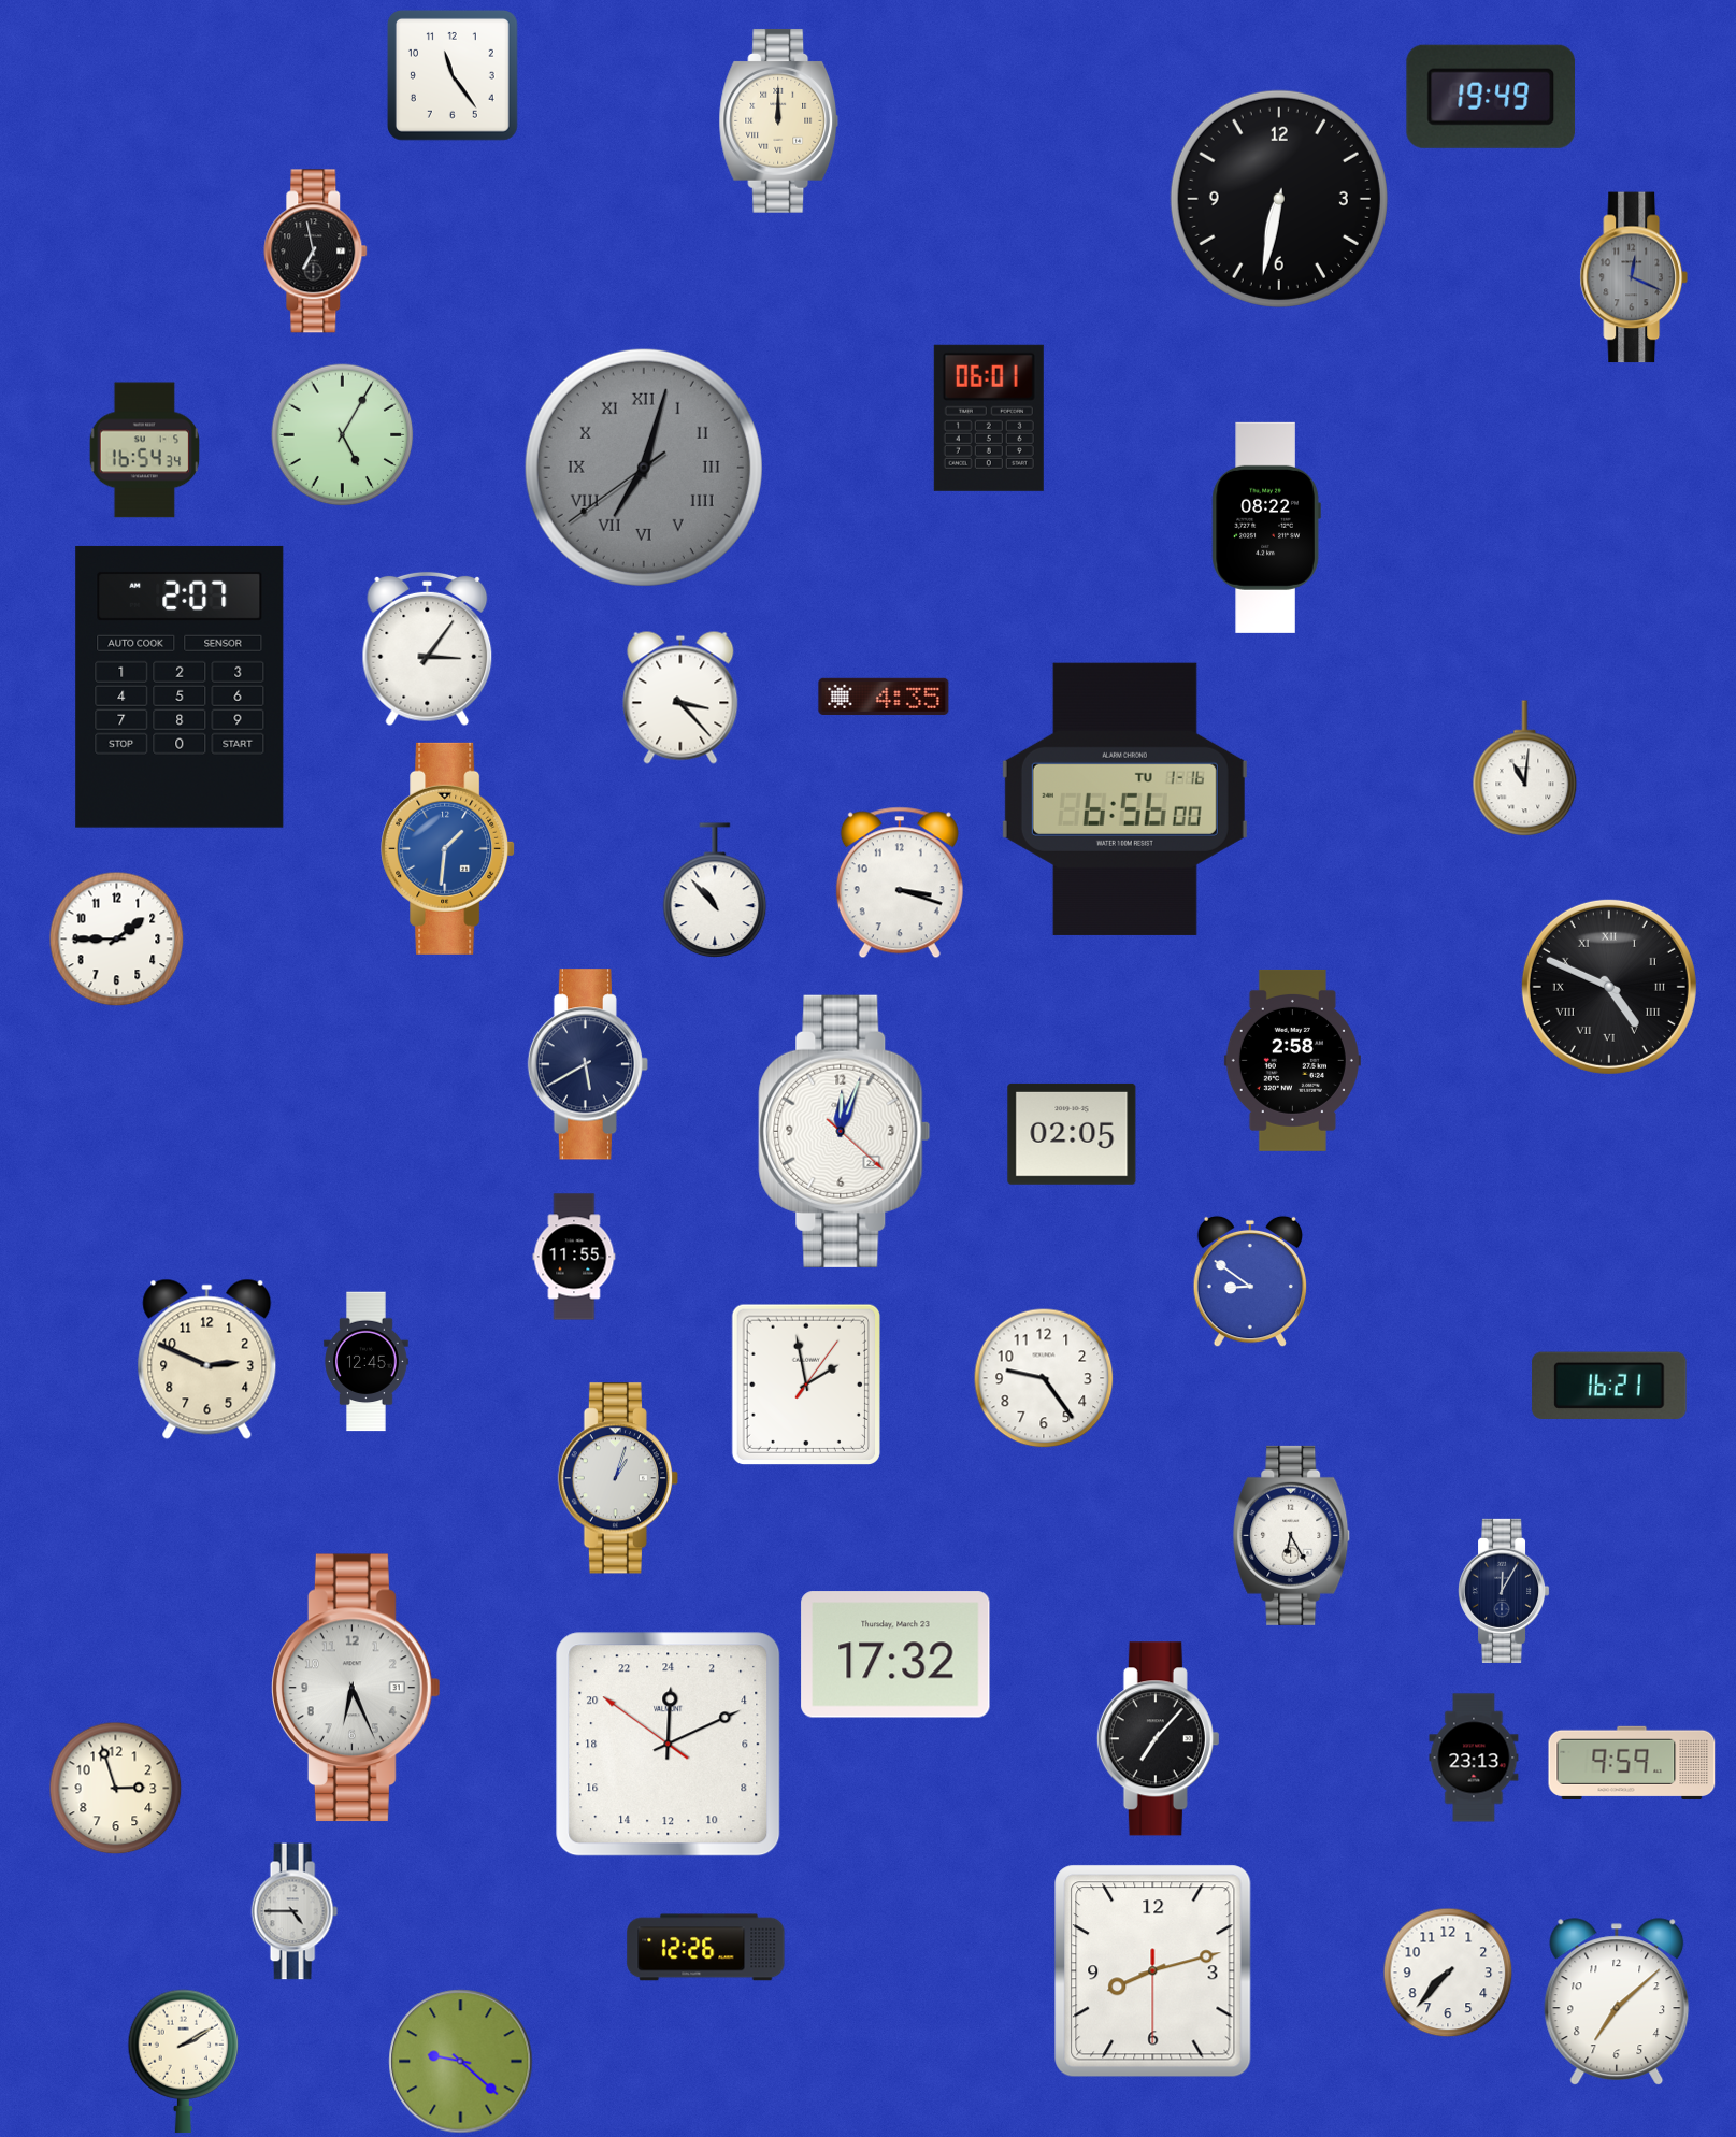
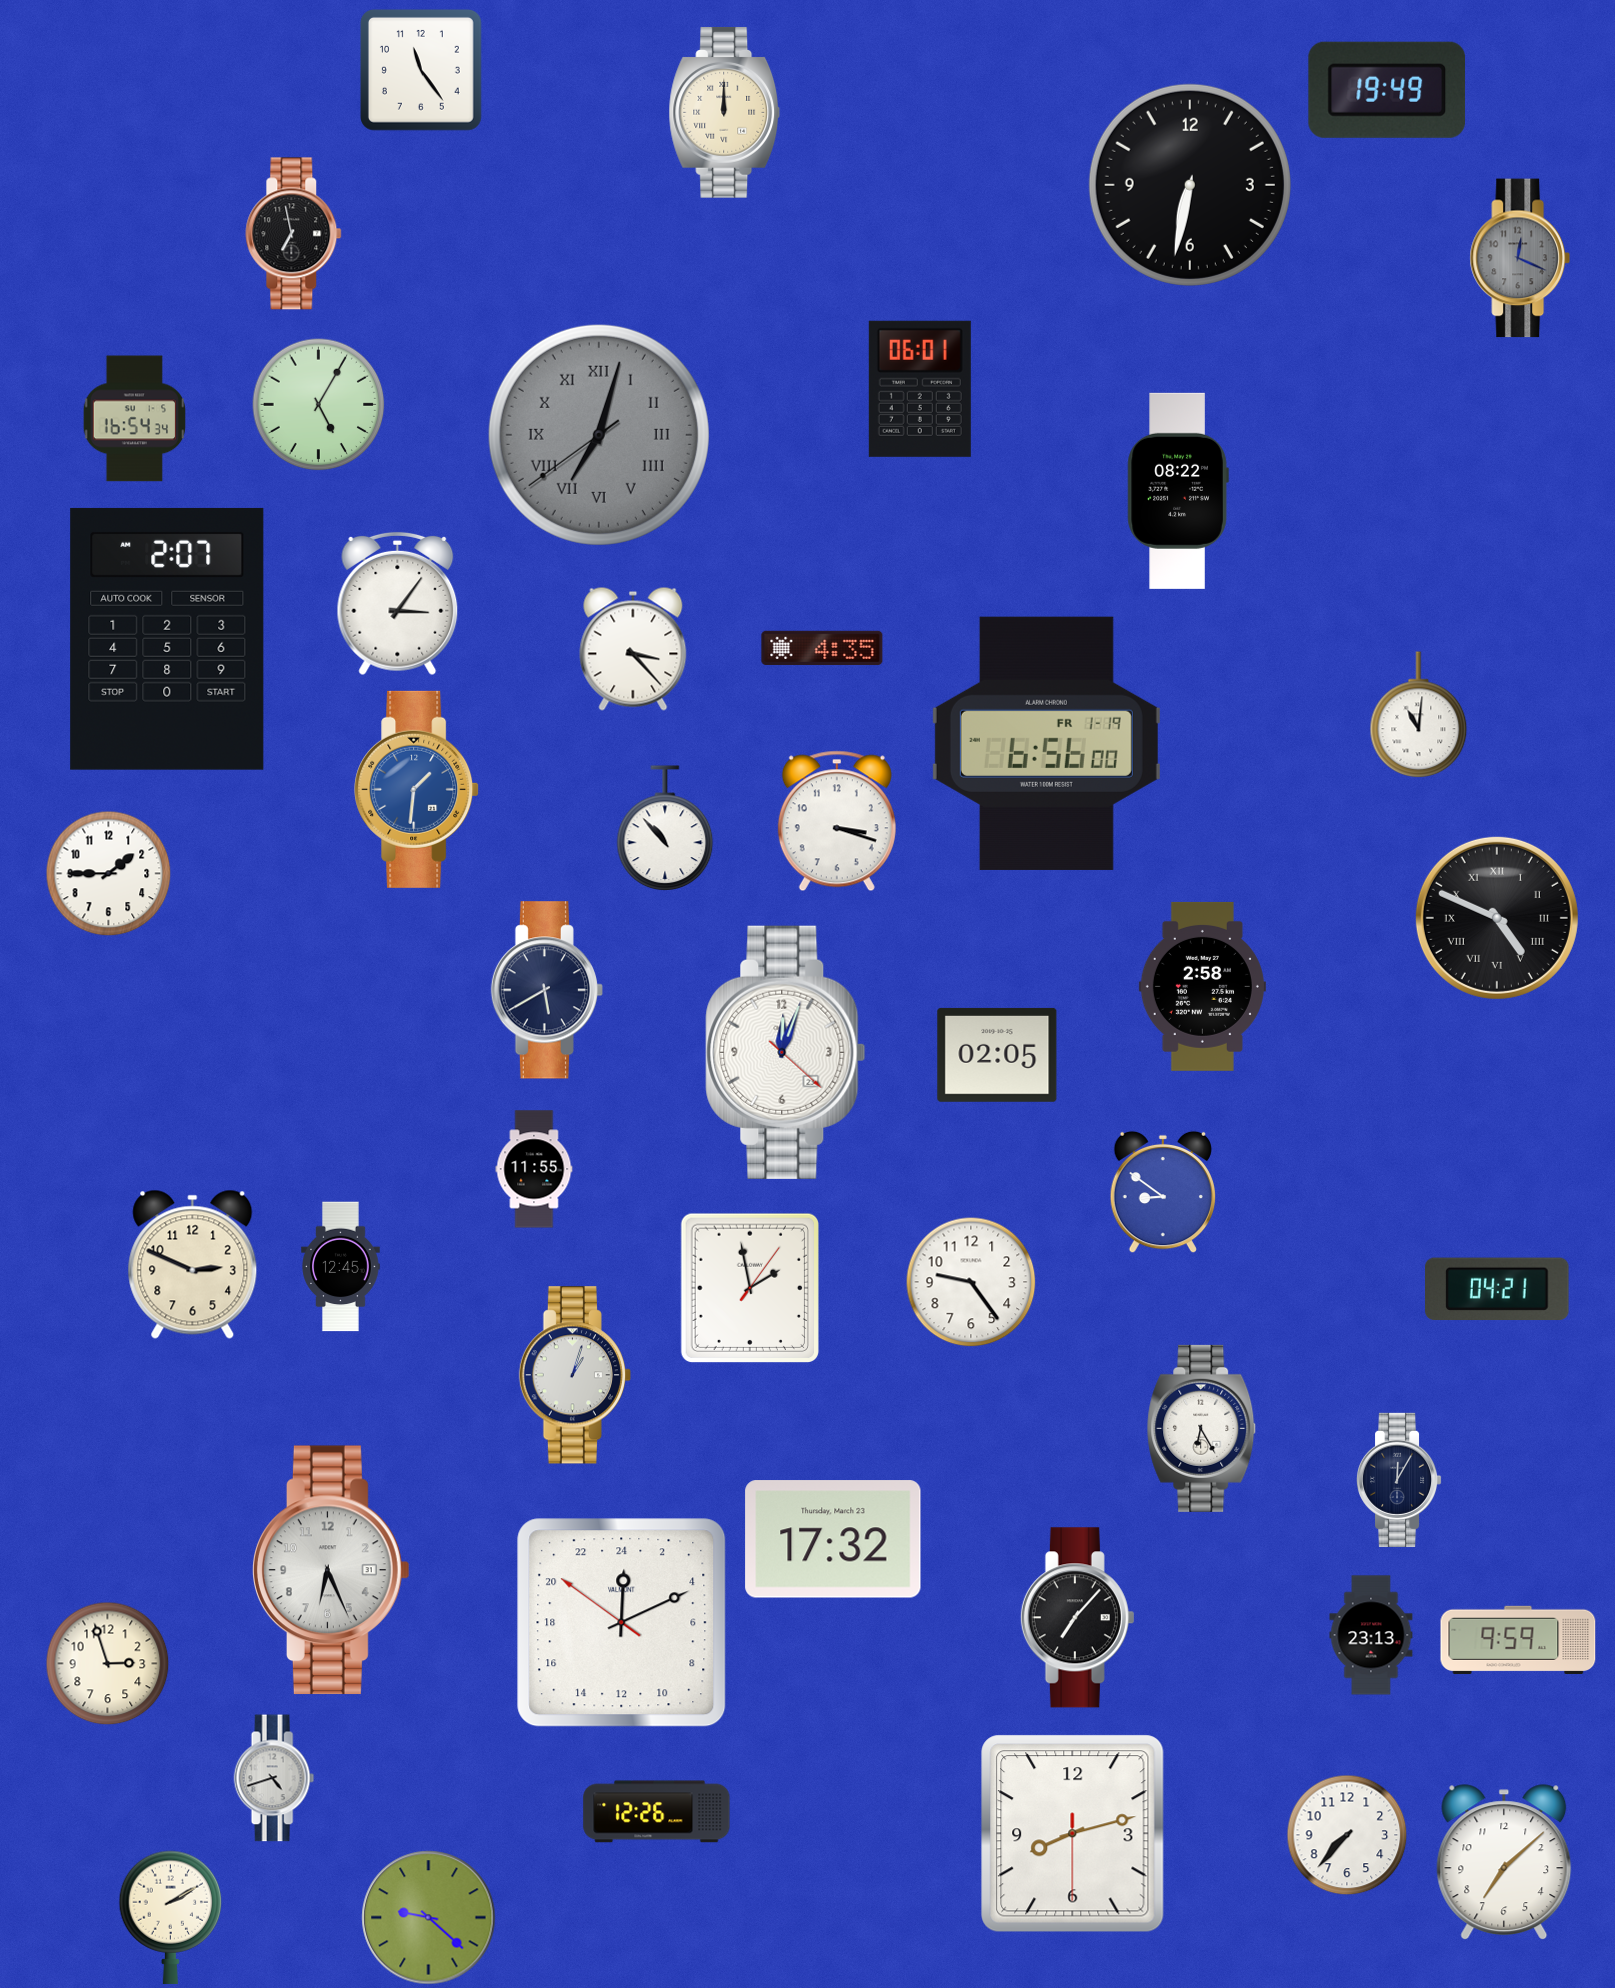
clock at (1124, 799) date: TU 1-16 -> FR 1-19
clock at (1609, 1386): 16:21 -> 04:21
clock at (295, 1911): 4:45 -> 4:42
